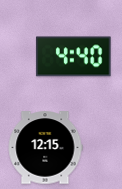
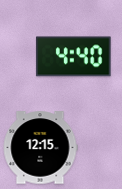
clock at (45, 148) position: (45, 148) -> (40, 148)
